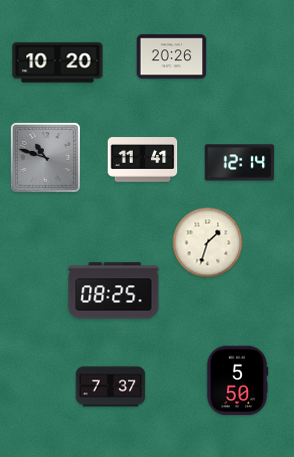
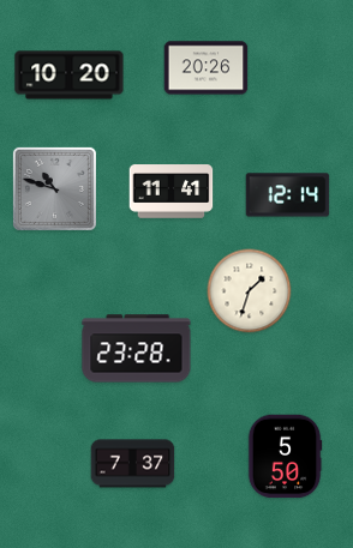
clock at (114, 291): 08:25 -> 23:28
